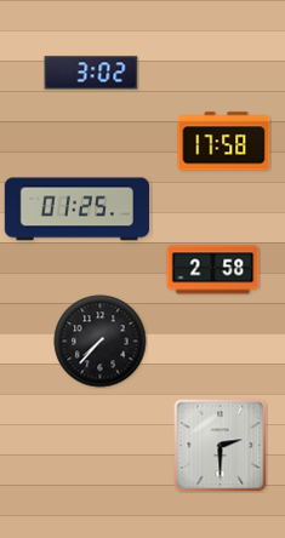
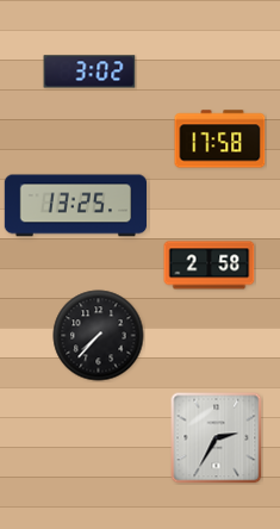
clock at (76, 210): 01:25 -> 13:25
clock at (221, 446): 2:30 -> 2:35
